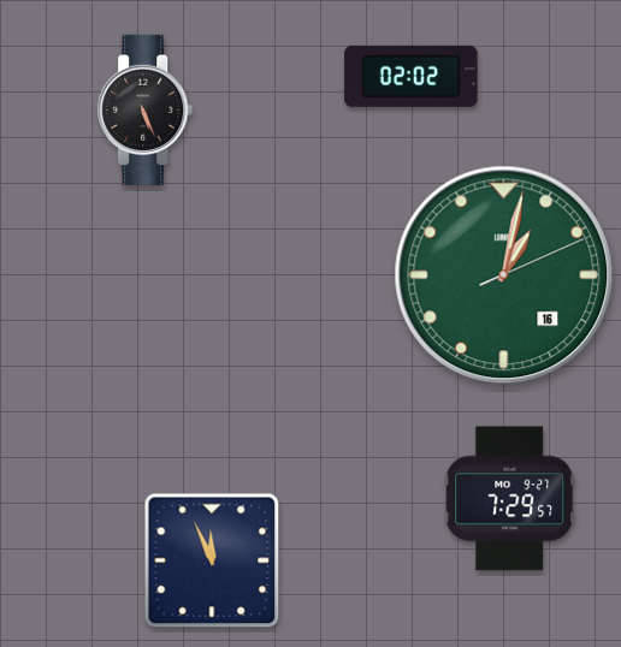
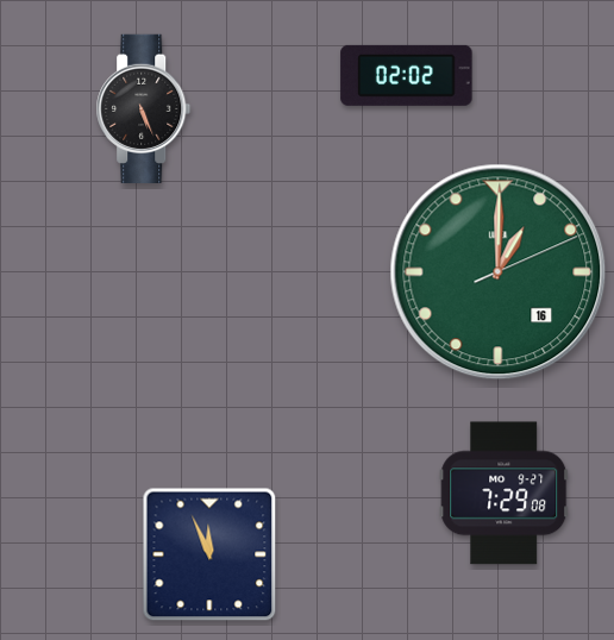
clock at (504, 275): 1:02 -> 1:00
clock at (510, 499): 7:29:57 -> 7:29:08
